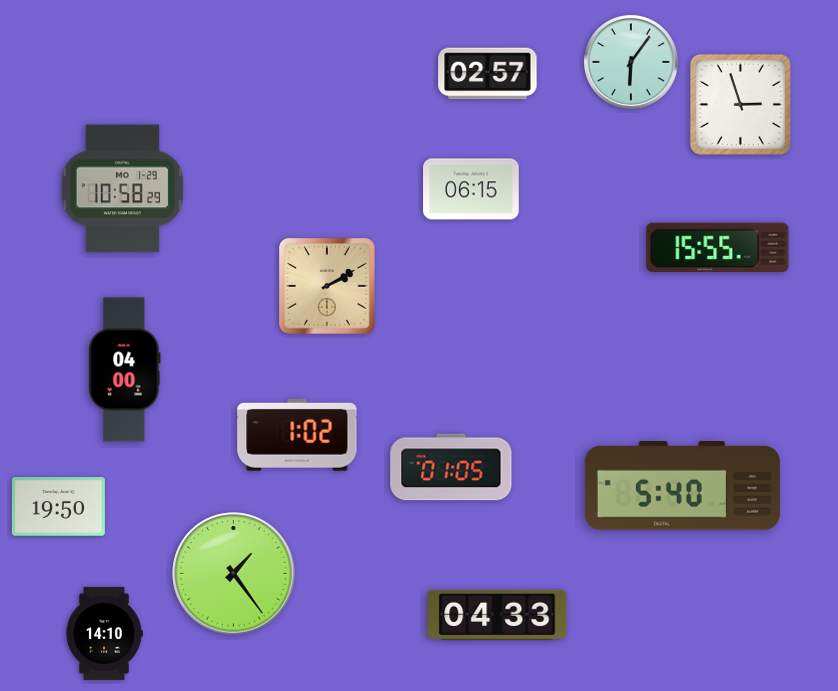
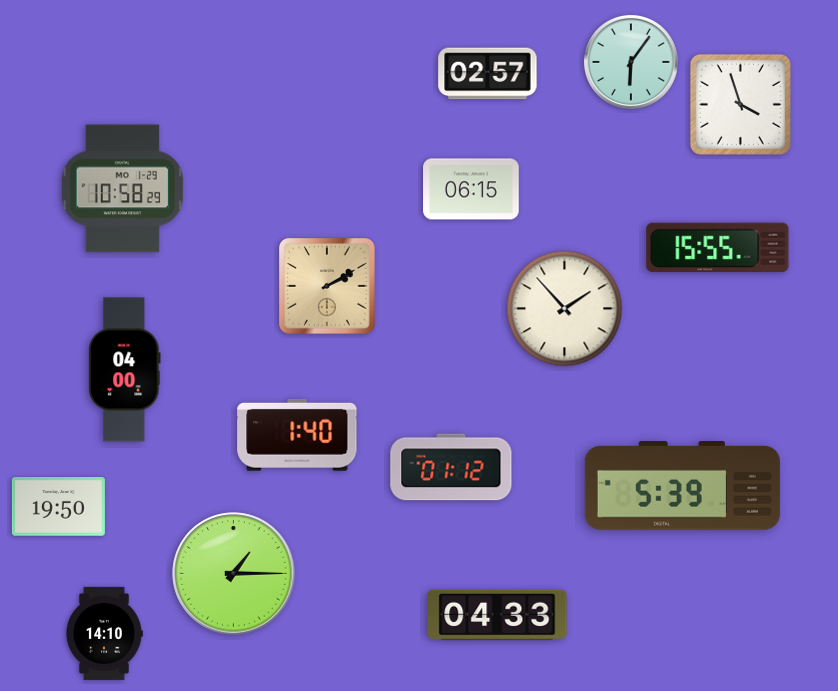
clock at (740, 104): 2:57 -> 3:57
clock at (565, 309): none -> 1:53
clock at (297, 435): 1:02 -> 1:40
clock at (451, 467): 01:05 -> 01:12
clock at (682, 486): 5:40 -> 5:39
clock at (234, 574): 1:24 -> 1:15
